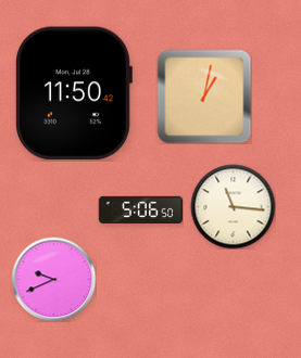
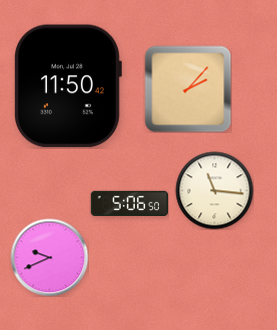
clock at (204, 97): 1:02 -> 2:07
clock at (140, 209) position: (140, 209) -> (129, 203)
